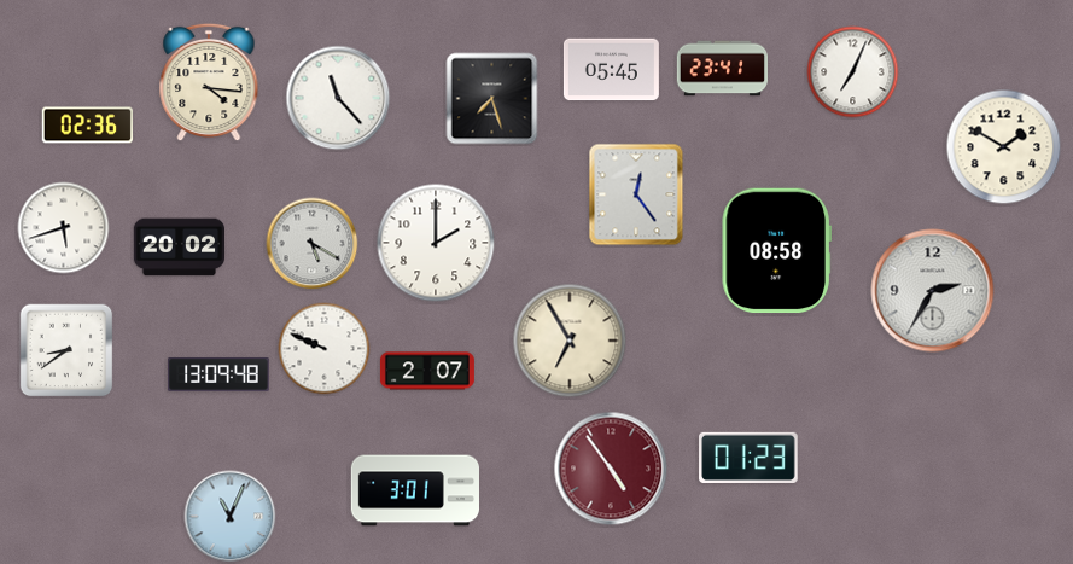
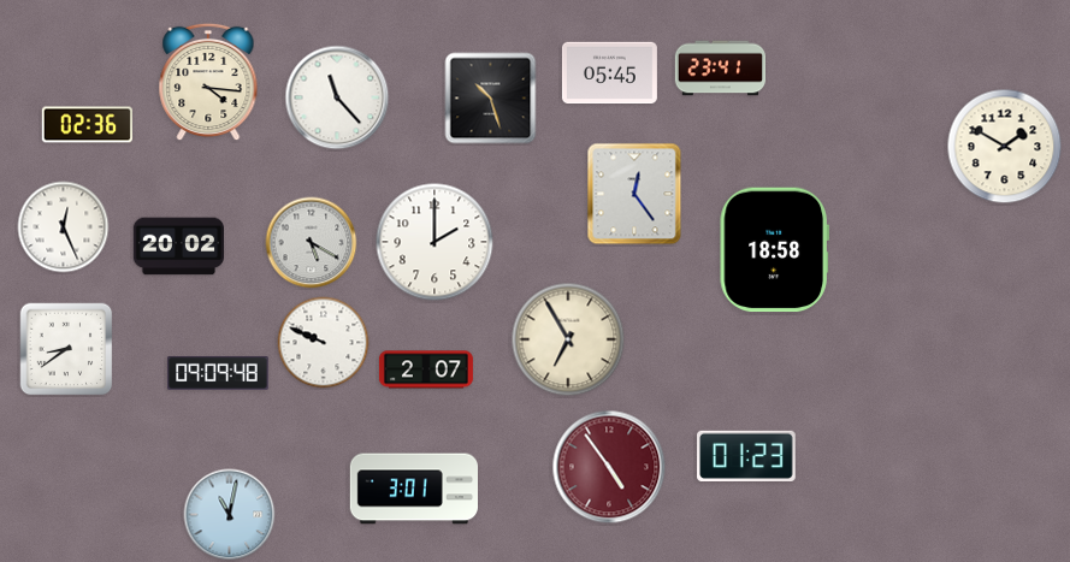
clock at (611, 70) position: (611, 70) -> (609, 73)
clock at (853, 72): 7:04 -> none
clock at (492, 99): 7:27 -> 10:27
clock at (1004, 147) position: (1004, 147) -> (1005, 147)
clock at (64, 228): 5:42 -> 12:26
clock at (776, 251): 08:58 -> 18:58
clock at (933, 291): 2:35 -> none
clock at (325, 349) position: (325, 349) -> (324, 343)
clock at (218, 374): 13:09 -> 09:09
clock at (231, 517): 11:04 -> 11:02
